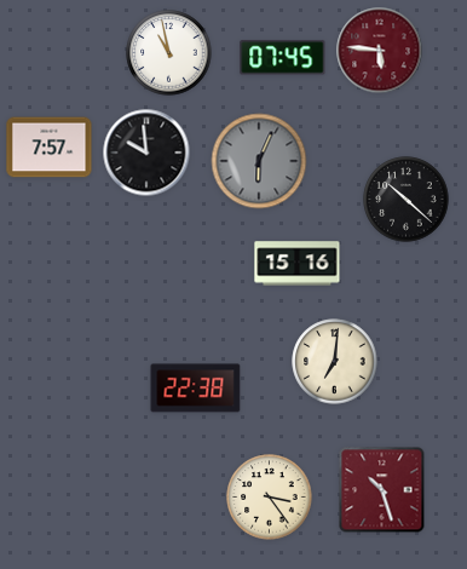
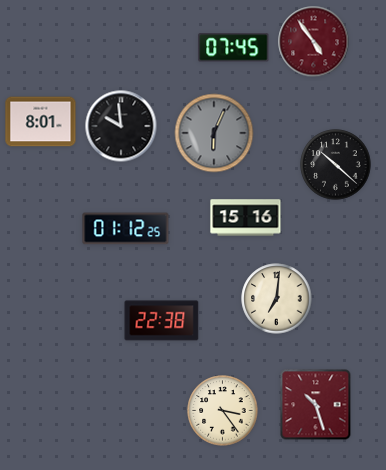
clock at (380, 51): 5:46 -> 4:54
clock at (169, 53): 10:58 -> none
clock at (50, 148): 7:57 -> 8:01
clock at (126, 229): none -> 01:12
